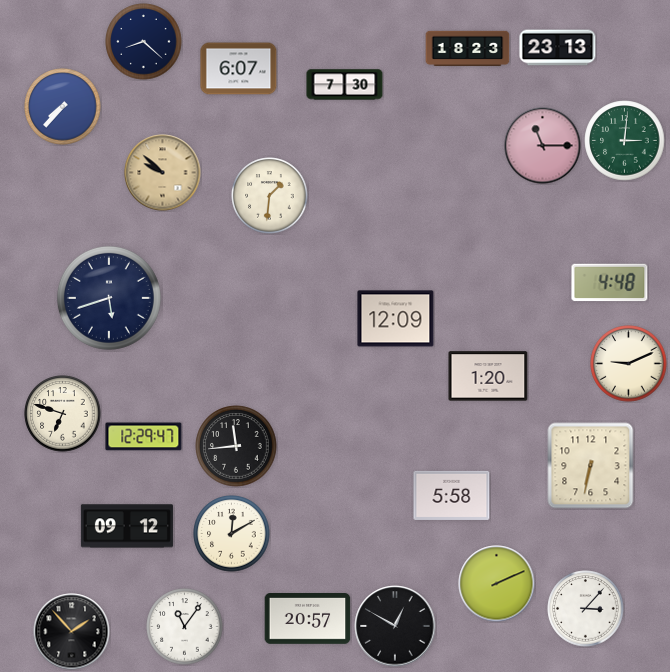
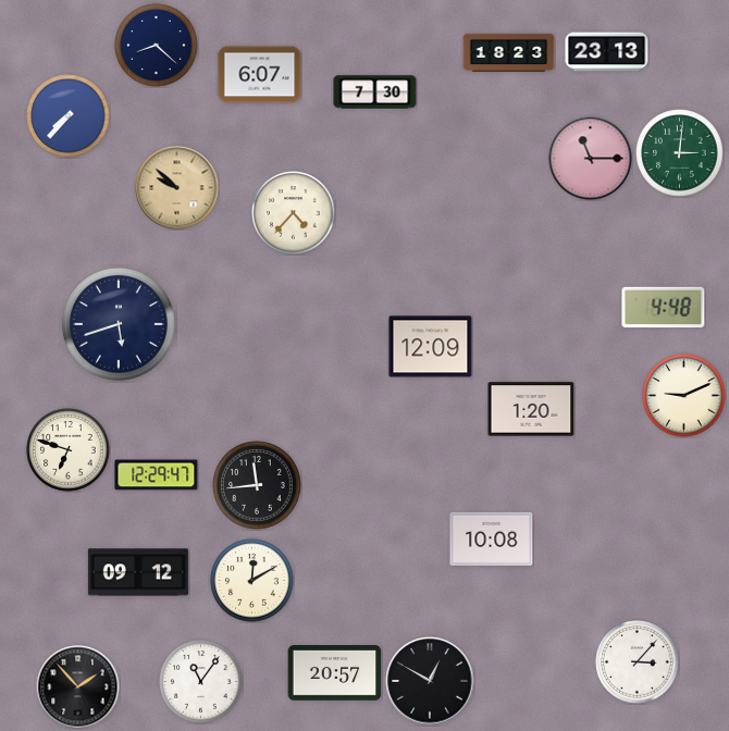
clock at (270, 196): 1:31 -> 4:37
clock at (591, 466): 6:32 -> none
clock at (452, 495): 5:58 -> 10:08
clock at (497, 584): 2:11 -> none
